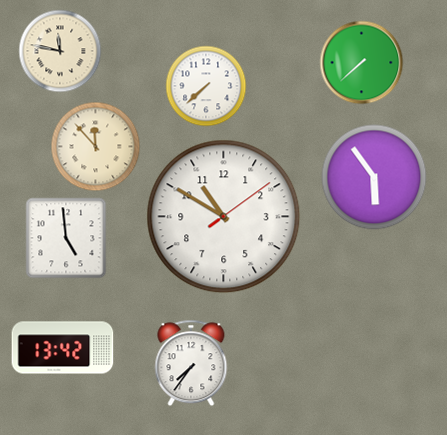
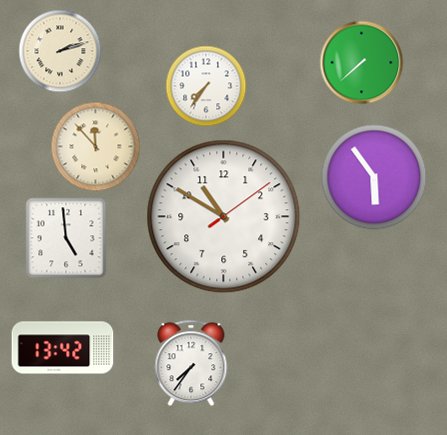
clock at (60, 51): 11:47 -> 2:12
clock at (206, 86): 7:38 -> 7:36
